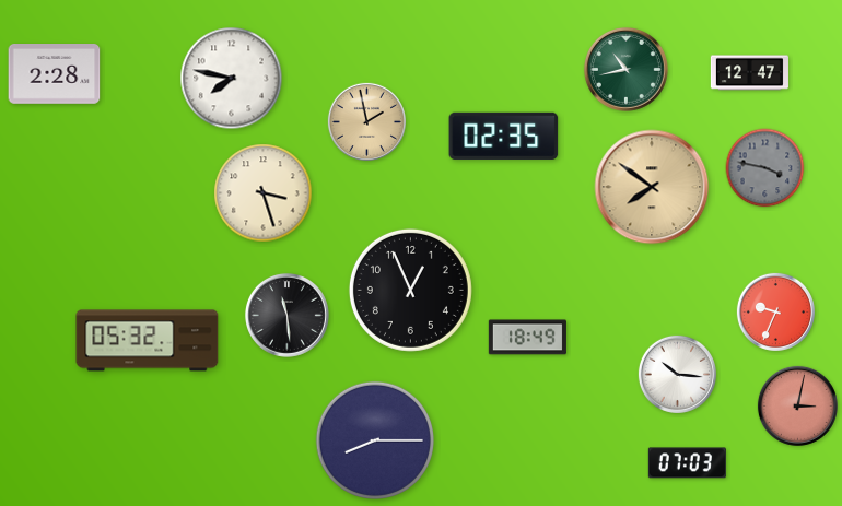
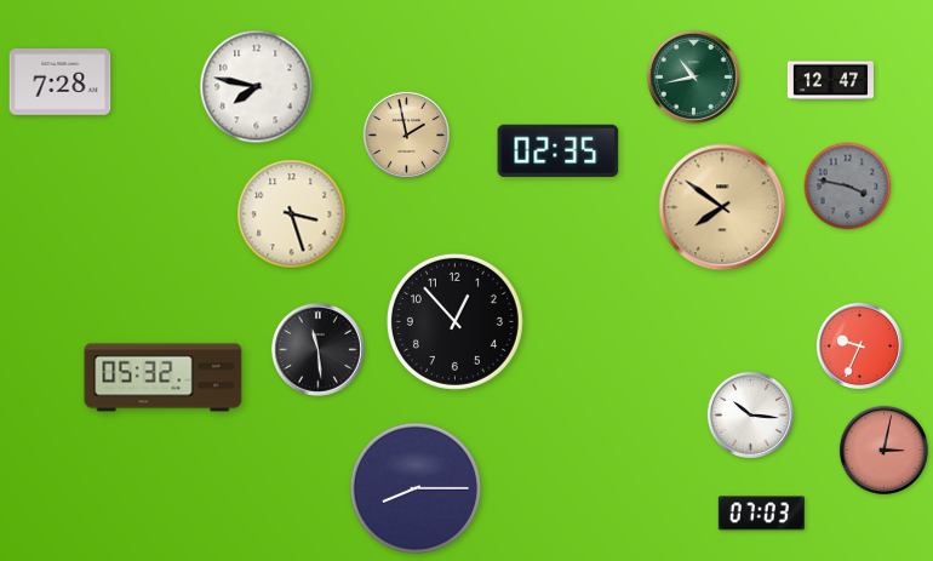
clock at (55, 74): 2:28 -> 7:28
clock at (410, 290): 12:56 -> 12:53
clock at (527, 338): 18:49 -> none
